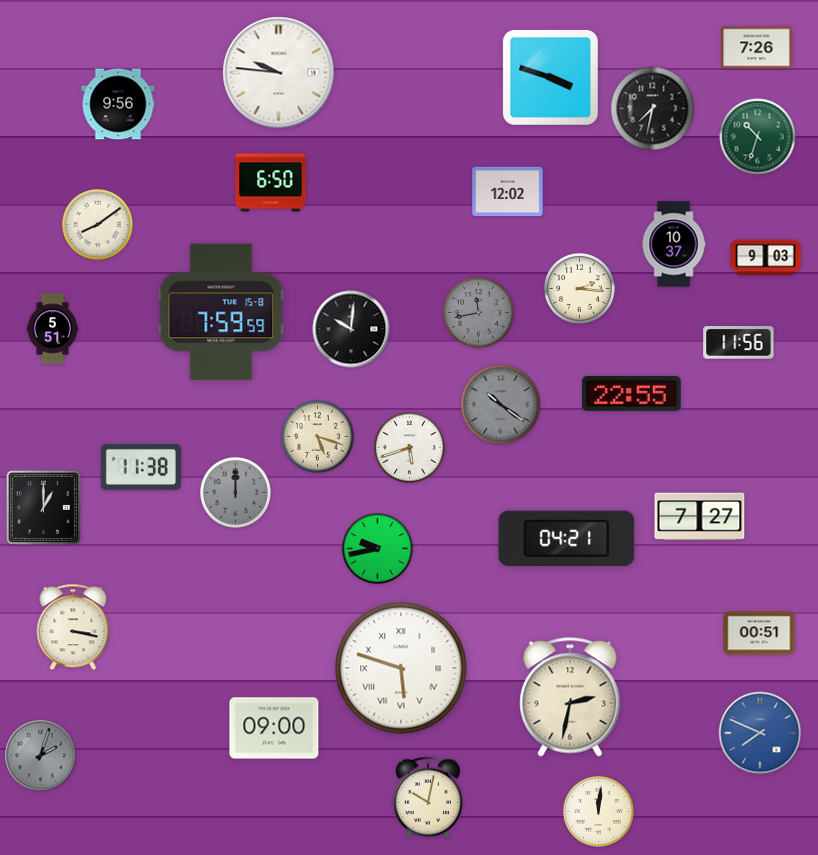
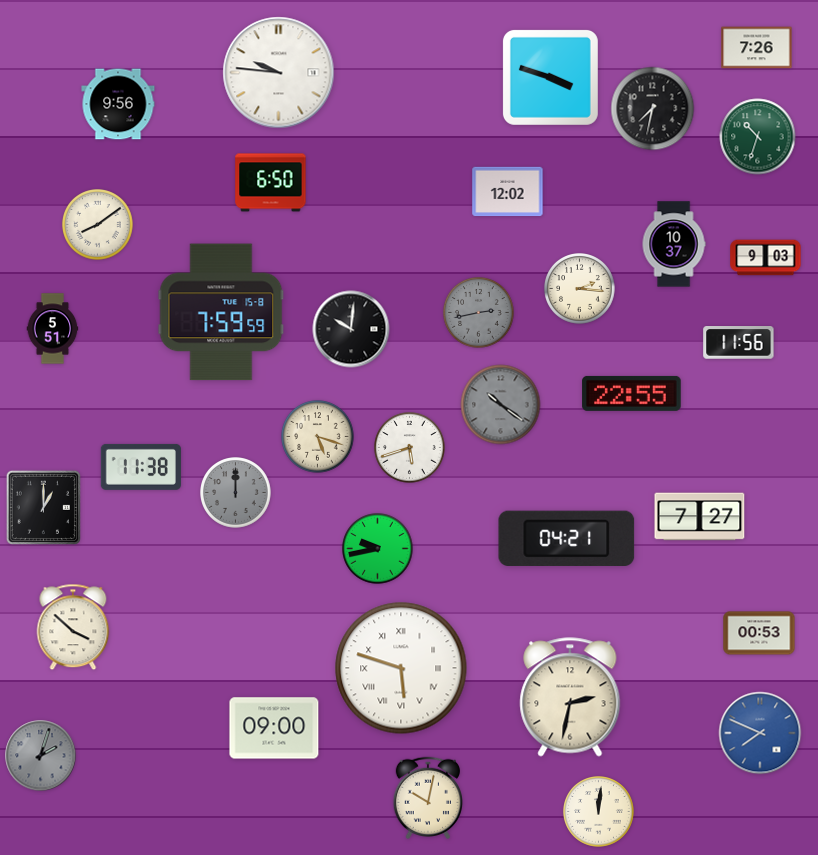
clock at (479, 313): 11:43 -> 2:43
clock at (73, 627): 3:17 -> 3:52
clock at (759, 633): 00:51 -> 00:53
